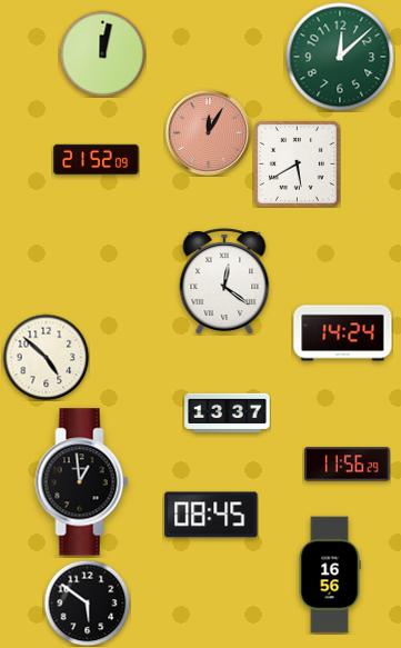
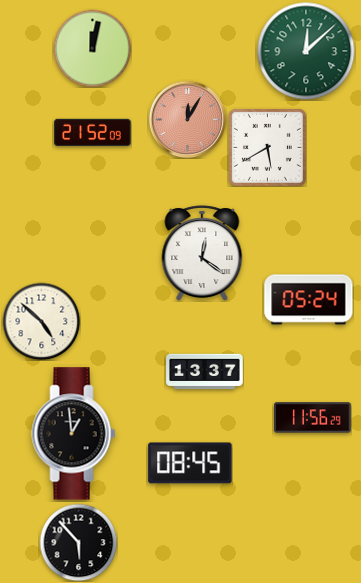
clock at (97, 160) position: (97, 160) -> (93, 133)
clock at (343, 333): 14:24 -> 05:24
clock at (330, 575): 16:56 -> none
clock at (87, 602): 5:51 -> 5:53
